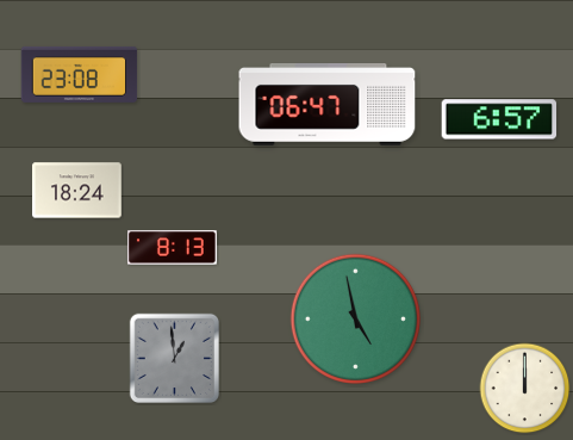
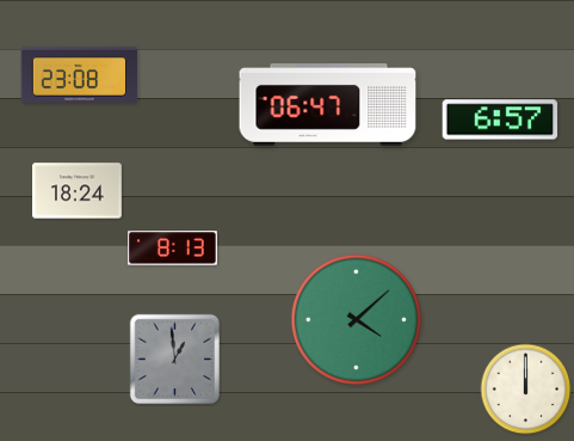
clock at (355, 318): 4:58 -> 4:08
